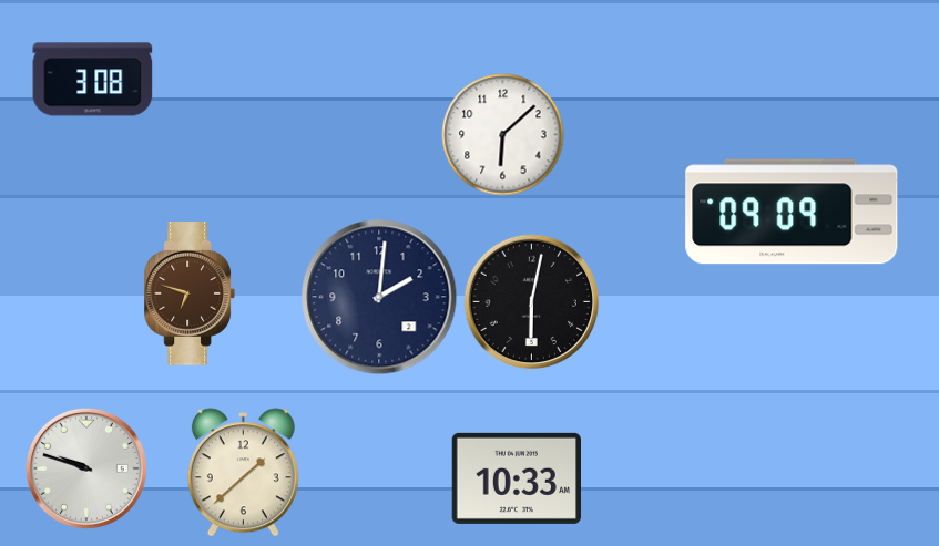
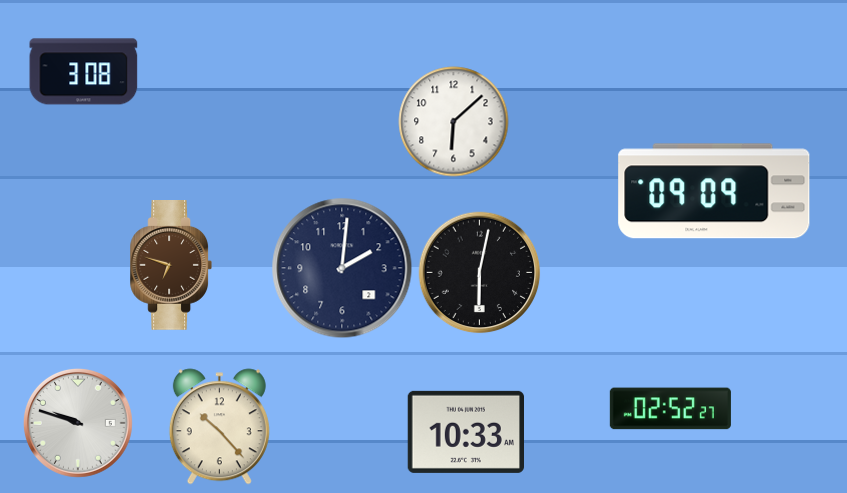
clock at (670, 409): none -> 02:52
clock at (243, 473): 1:38 -> 10:23
